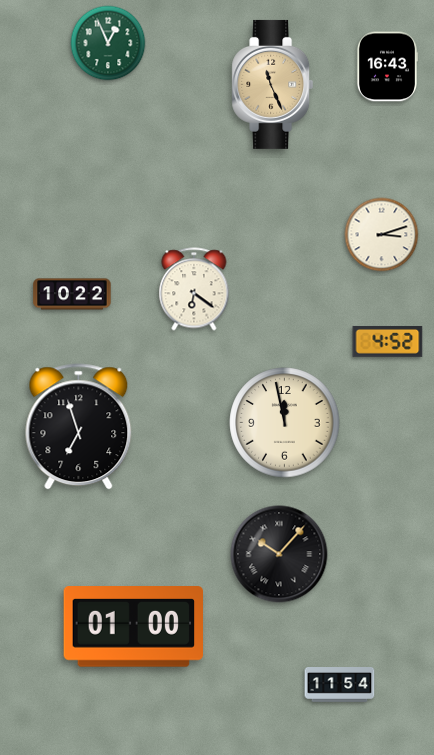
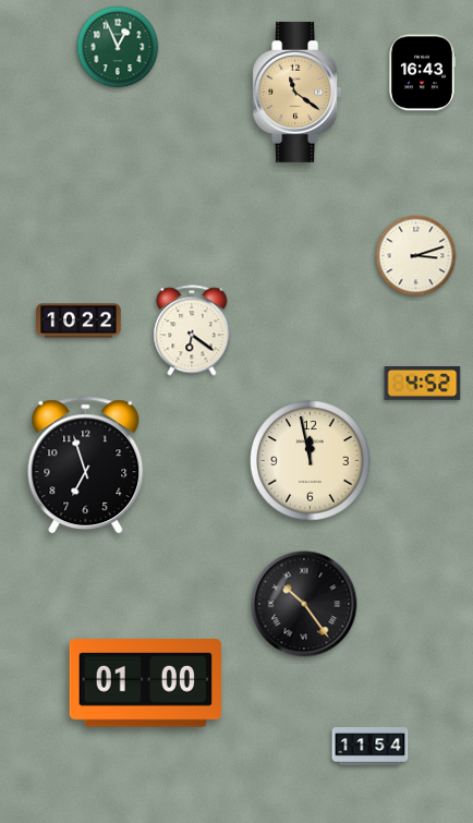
clock at (273, 84): 11:26 -> 11:21
clock at (194, 289) position: (194, 289) -> (192, 330)
clock at (388, 342) position: (388, 342) -> (423, 384)
clock at (279, 554): 10:07 -> 10:24
